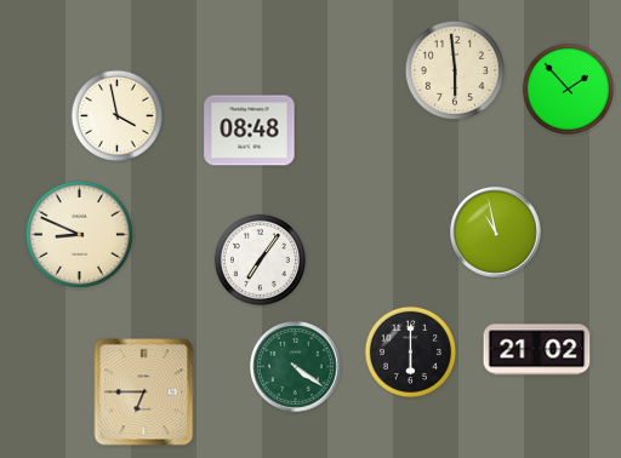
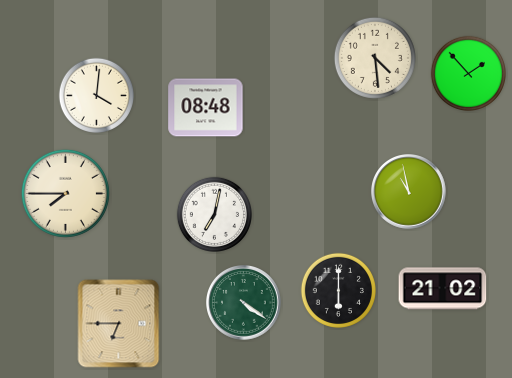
clock at (455, 70): 5:59 -> 4:29
clock at (116, 115): 3:58 -> 4:01
clock at (79, 234): 8:49 -> 7:45
clock at (260, 259): 7:06 -> 7:02
